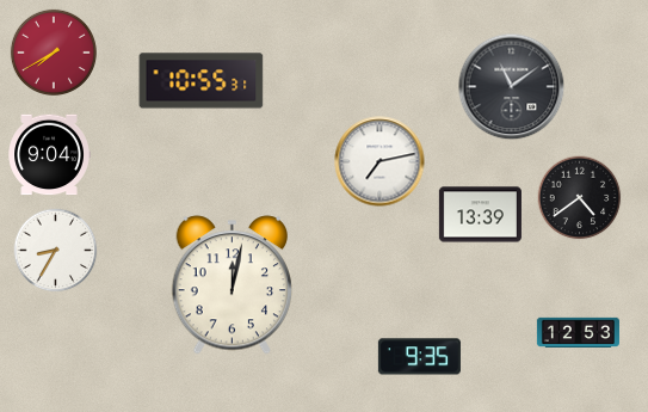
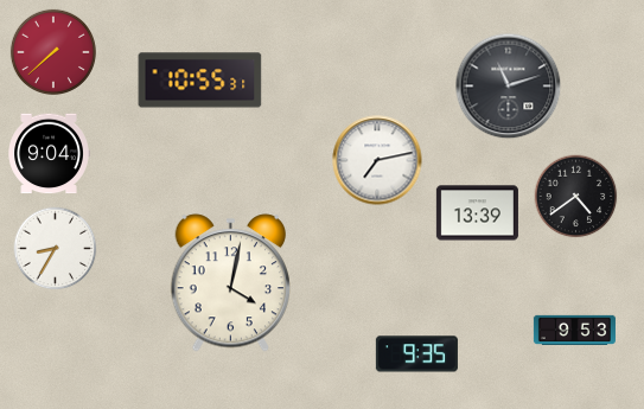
clock at (54, 53): 7:40 -> 7:38
clock at (512, 87): 11:09 -> 11:12
clock at (233, 285): 12:02 -> 4:02
clock at (578, 332): 12:53 -> 9:53
